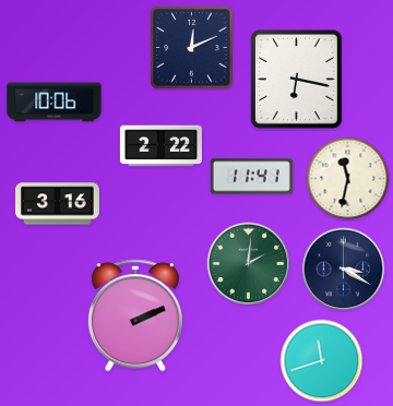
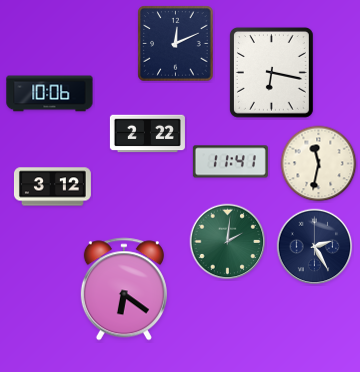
clock at (57, 204): 3:16 -> 3:12
clock at (344, 270): 3:20 -> 2:25
clock at (135, 315): 2:11 -> 6:21
clock at (322, 361): 11:42 -> none
